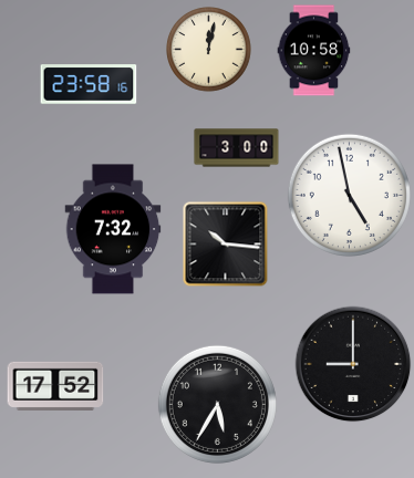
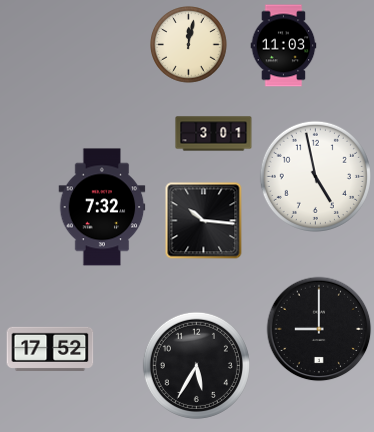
clock at (314, 51): 10:58 -> 11:03
clock at (89, 84): 23:58 -> none
clock at (237, 148): 3:00 -> 3:01
